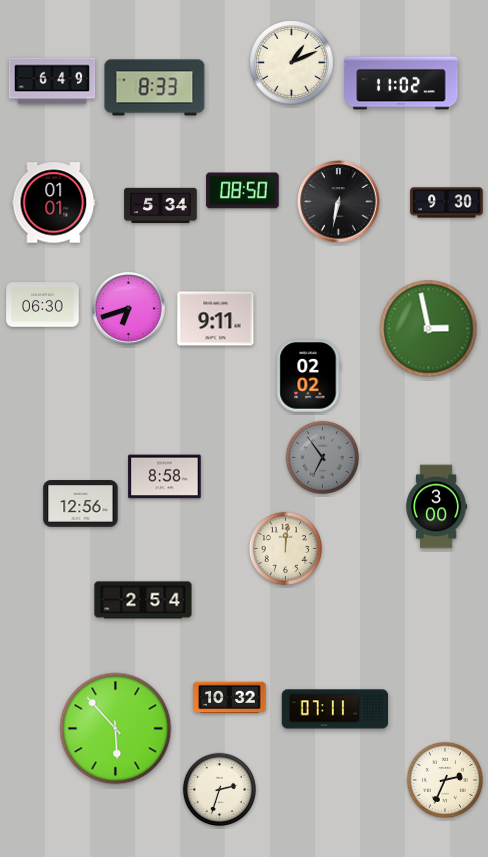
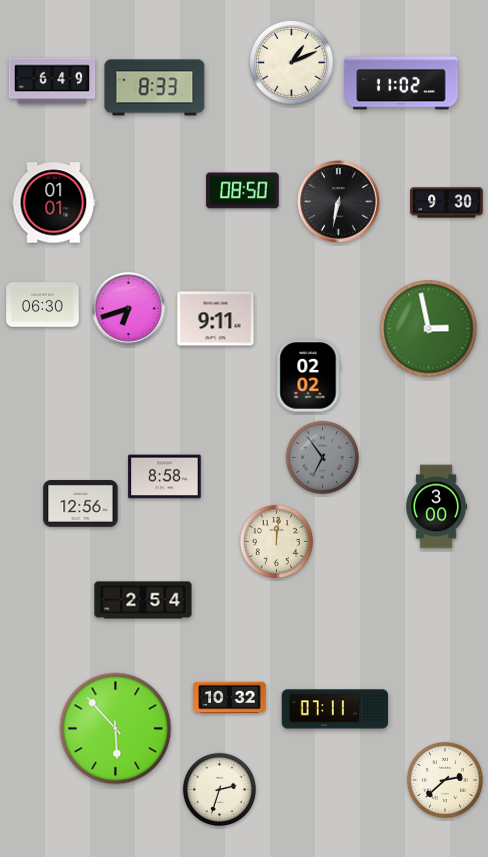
clock at (161, 206): 5:34 -> none
clock at (286, 549) position: (286, 549) -> (277, 542)
clock at (445, 780): 2:34 -> 2:38
